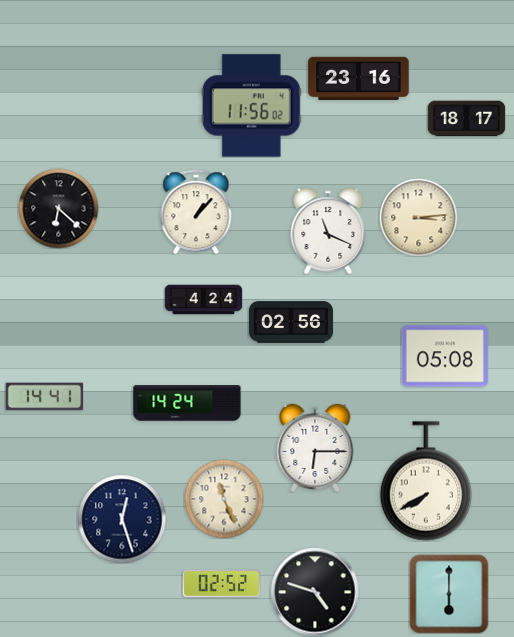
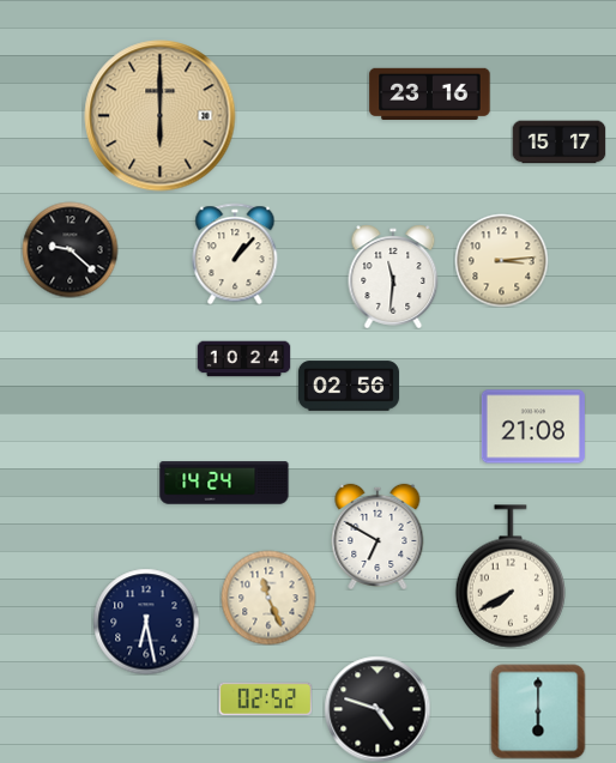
clock at (161, 116): none -> 6:00
clock at (251, 106): 11:56 -> none
clock at (466, 119): 18:17 -> 15:17
clock at (58, 208): 6:22 -> 9:22
clock at (328, 231): 11:19 -> 11:31
clock at (203, 300): 4:24 -> 10:24
clock at (445, 356): 05:08 -> 21:08
clock at (44, 397): 14:41 -> none
clock at (315, 448): 6:15 -> 6:50
clock at (122, 519): 12:27 -> 6:28
